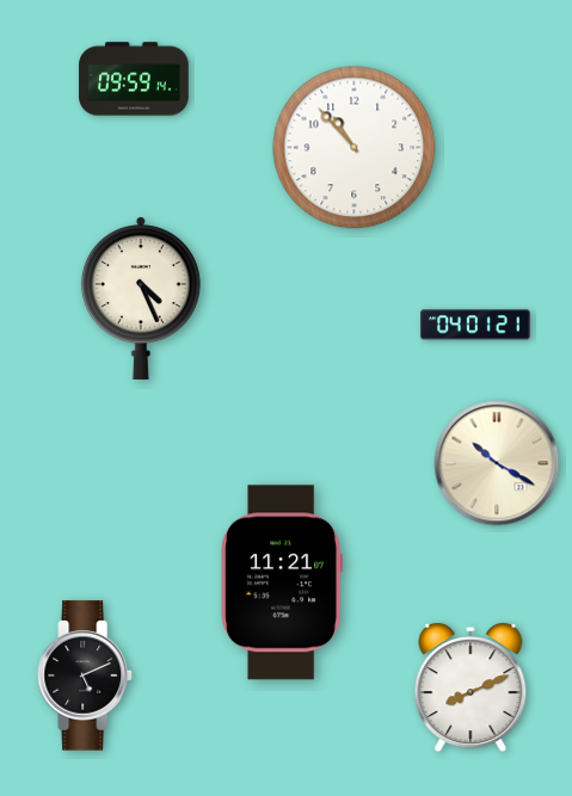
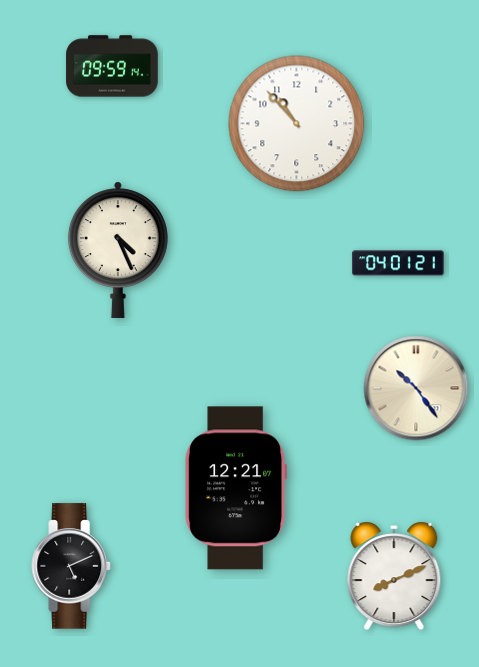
clock at (475, 325) position: (475, 325) -> (398, 263)
clock at (497, 463): 10:20 -> 10:24
clock at (282, 582): 11:21 -> 12:21
